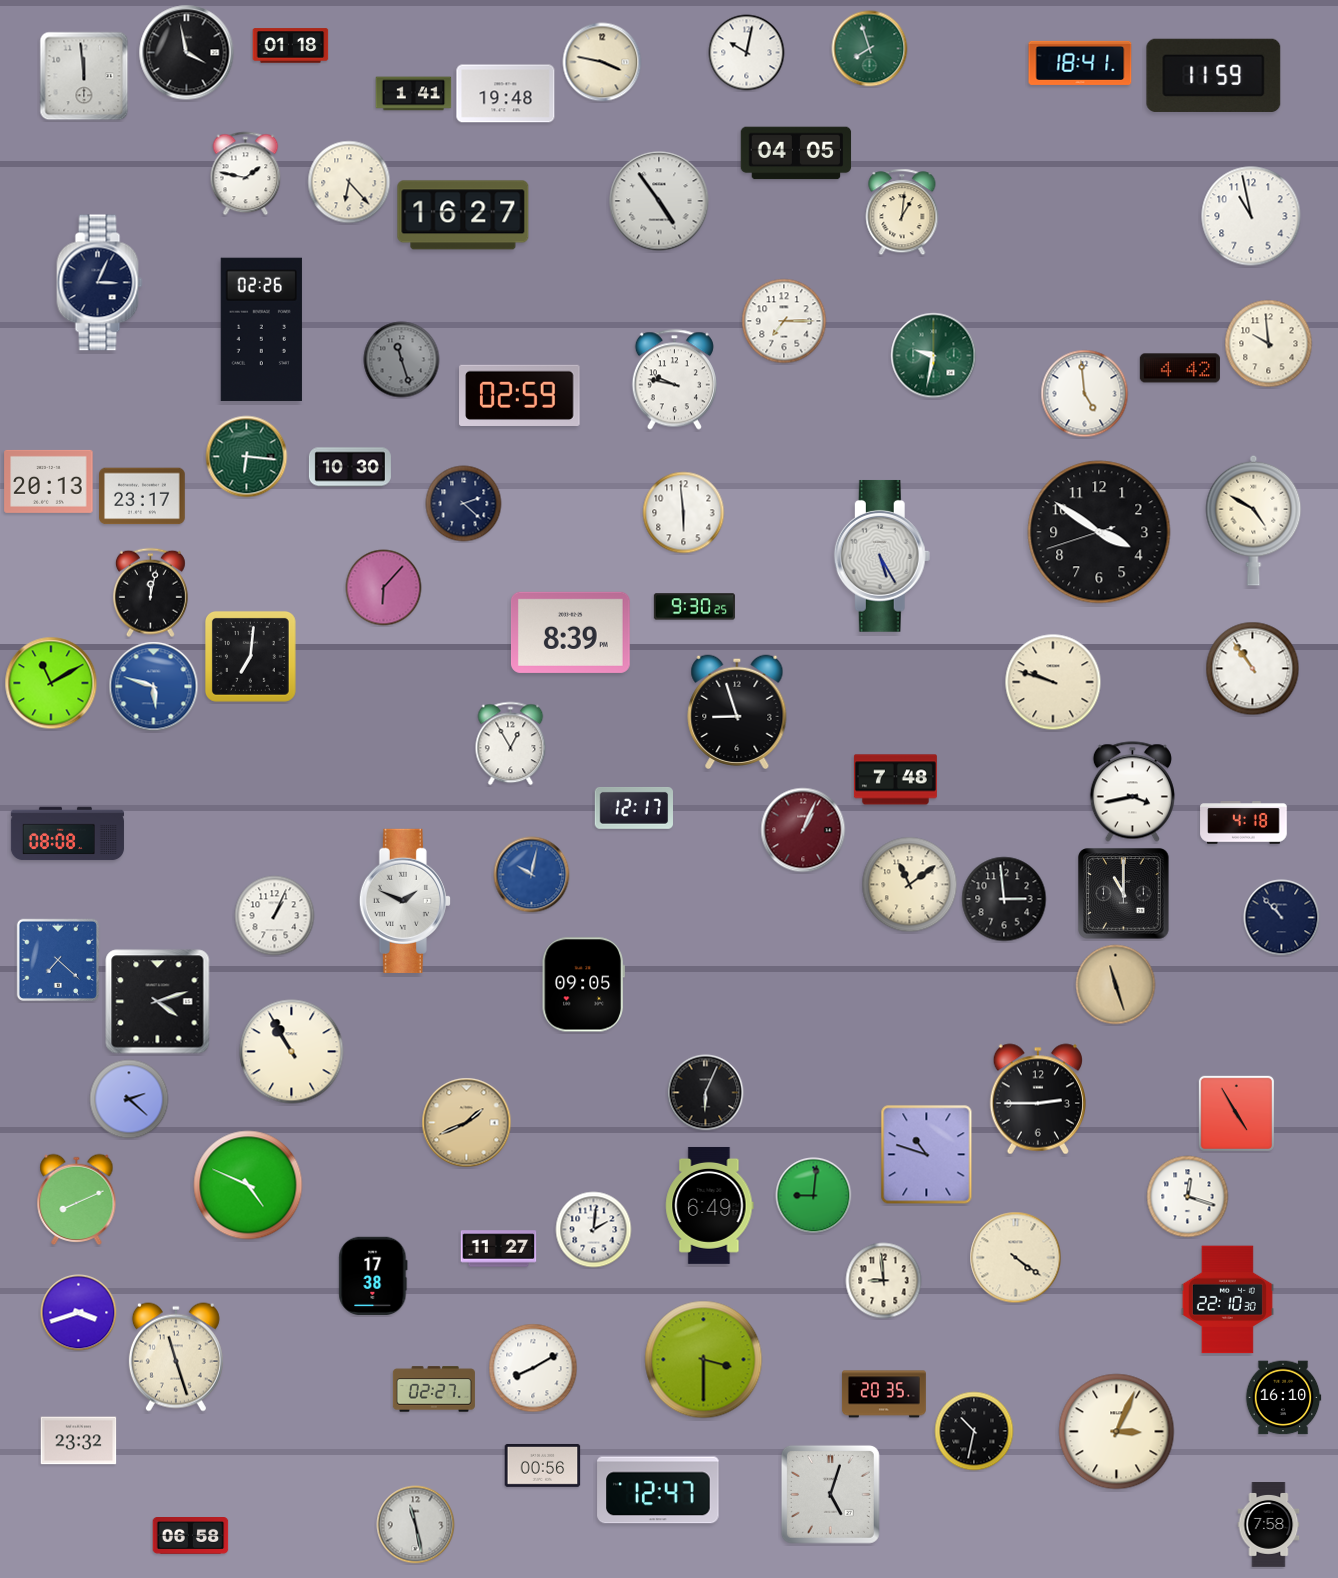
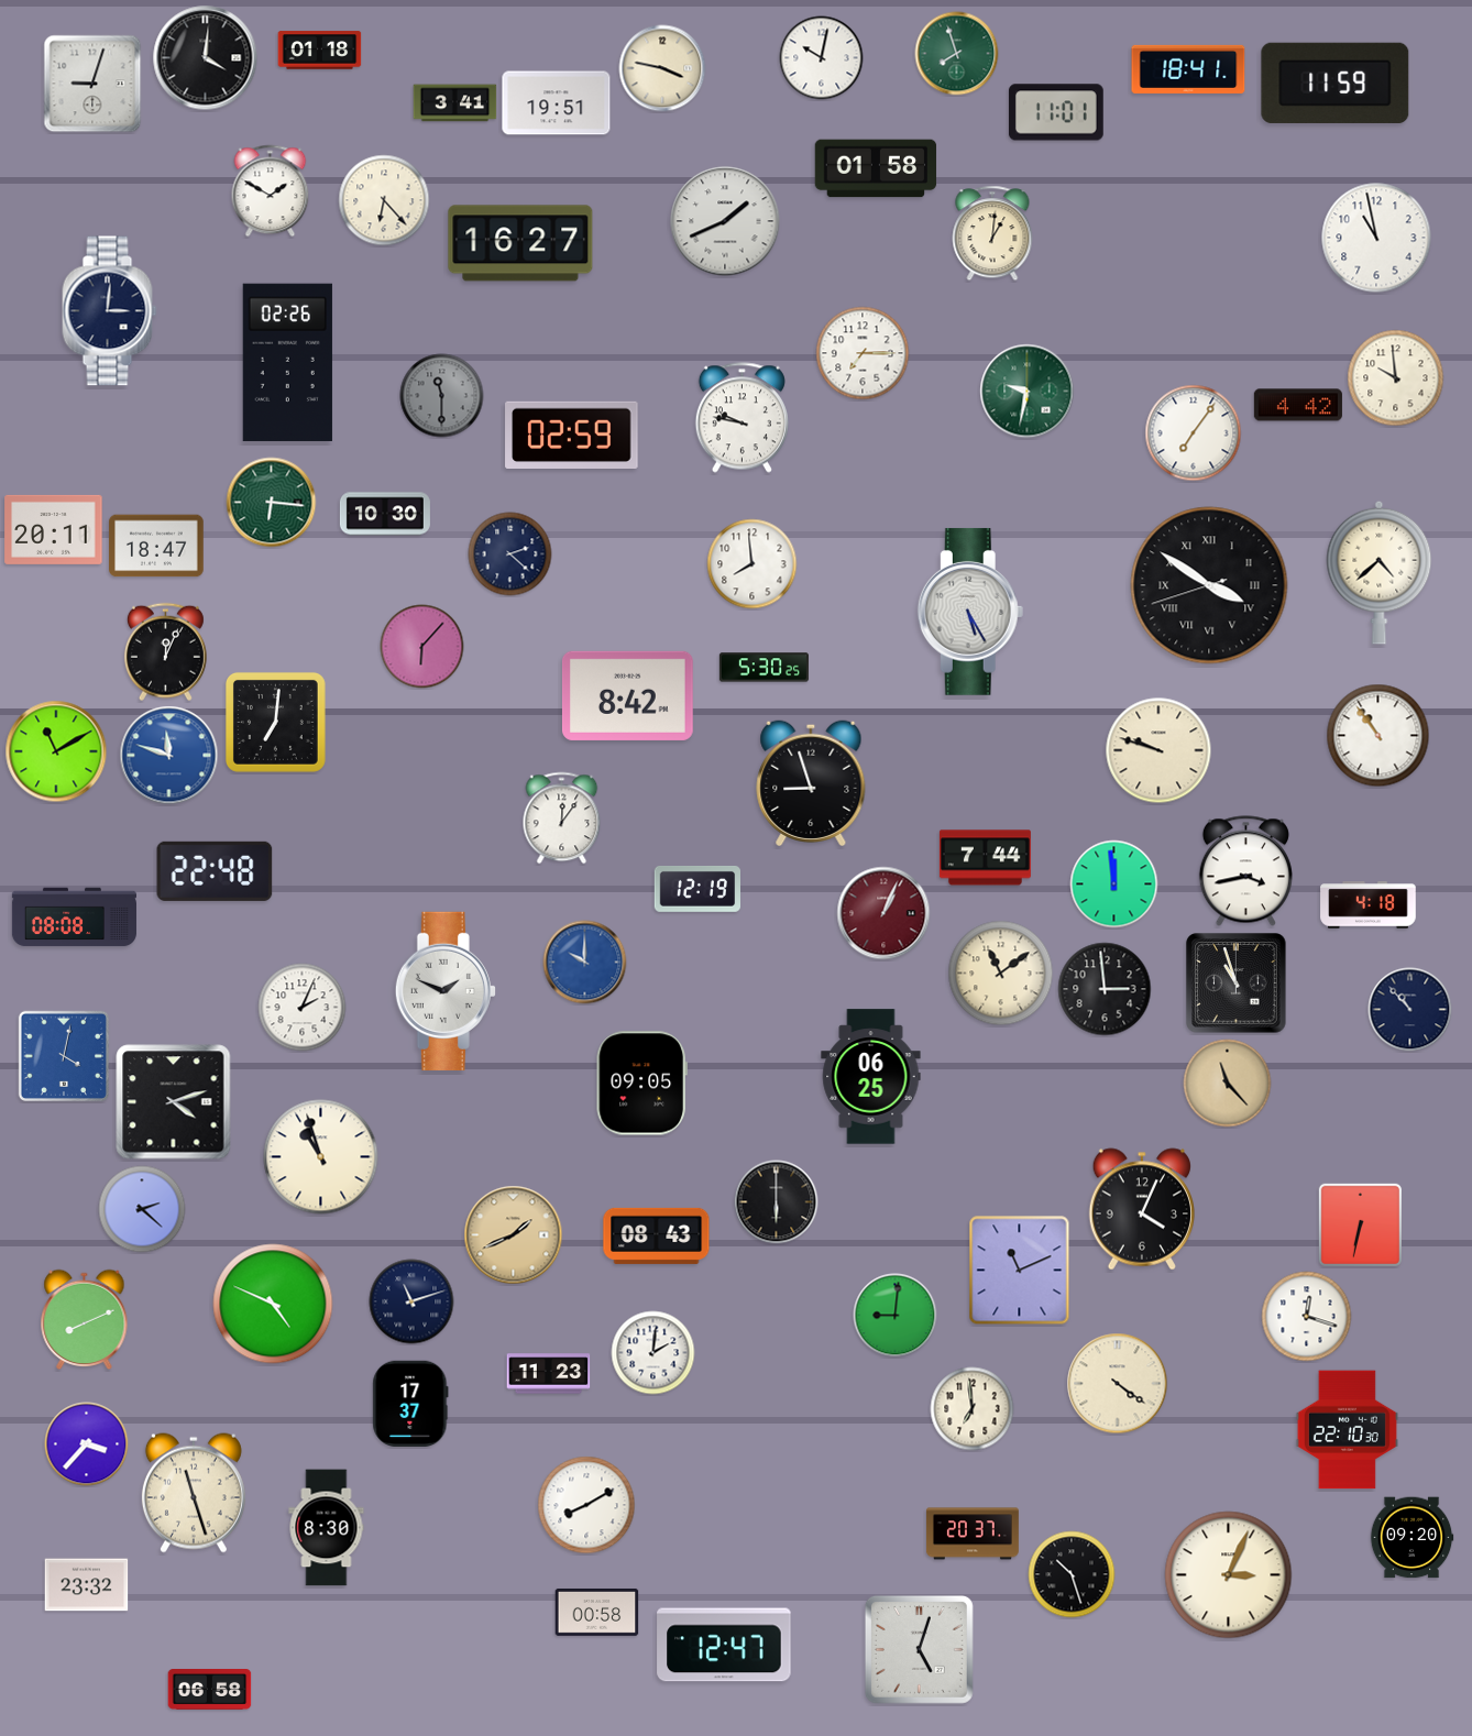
clock at (187, 53): 3:58 -> 4:01
clock at (84, 76): 11:59 -> 9:03
clock at (414, 94): 1:41 -> 3:41
clock at (506, 94): 19:48 -> 19:51
clock at (1056, 112): none -> 11:01
clock at (796, 153): 04:05 -> 01:58
clock at (246, 174): 1:47 -> 1:50
clock at (659, 201): 4:54 -> 1:41
clock at (463, 215) position: (463, 215) -> (520, 243)
clock at (100, 283): 3:04 -> 3:01
clock at (402, 360): 11:27 -> 11:30
clock at (1085, 394): 4:59 -> 7:06
clock at (49, 481): 20:13 -> 20:11
clock at (143, 496): 23:17 -> 18:47
clock at (684, 513): 5:59 -> 7:59
clock at (1254, 520): 4:50 -> 4:38
clock at (1099, 532) numerals: Arabic -> Roman
clock at (150, 593): 12:02 -> 12:04
clock at (694, 607): 9:30 -> 5:30
clock at (571, 632): 8:39 -> 8:42
clock at (154, 687): 5:48 -> 11:48
clock at (511, 744): 12:55 -> 12:06
clock at (895, 780): 7:48 -> 7:44
clock at (215, 871): none -> 22:48
clock at (1114, 885): none -> 11:59
clock at (633, 808): 12:17 -> 12:19
clock at (532, 875): 10:02 -> 10:00
clock at (1124, 894): 11:00 -> 10:57
clock at (275, 916): 1:04 -> 2:04
clock at (57, 959): 7:22 -> 4:02
clock at (871, 1077): none -> 06:25
clock at (1116, 985): 11:27 -> 11:23
clock at (292, 1052): 10:55 -> 10:57
clock at (706, 1093): 6:04 -> 6:00
clock at (1037, 1099): 2:45 -> 4:04
clock at (1236, 1113): 4:55 -> 6:32
clock at (657, 1235): none -> 08:43
clock at (927, 1155): 10:48 -> 11:11
clock at (411, 1301): none -> 11:12
clock at (710, 1205): 6:49 -> none
clock at (499, 1249): 11:27 -> 11:23
clock at (373, 1275): 17:38 -> 17:37
clock at (884, 1281): 8:59 -> 6:59
clock at (1227, 1300) position: (1227, 1300) -> (1347, 1430)
clock at (79, 1313): 3:42 -> 3:37
clock at (704, 1360): 3:30 -> none
clock at (327, 1528): none -> 8:30
clock at (434, 1389): 02:27 -> none
clock at (884, 1394): 20:35 -> 20:37
clock at (1283, 1398): 16:10 -> 09:20
clock at (974, 1431): 10:32 -> 10:27
clock at (543, 1465): 00:56 -> 00:58
clock at (658, 1490) position: (658, 1490) -> (724, 1645)
clock at (830, 1494) position: (830, 1494) -> (919, 1649)
clock at (416, 1525): 11:28 -> none
clock at (1269, 1525): 7:58 -> none
